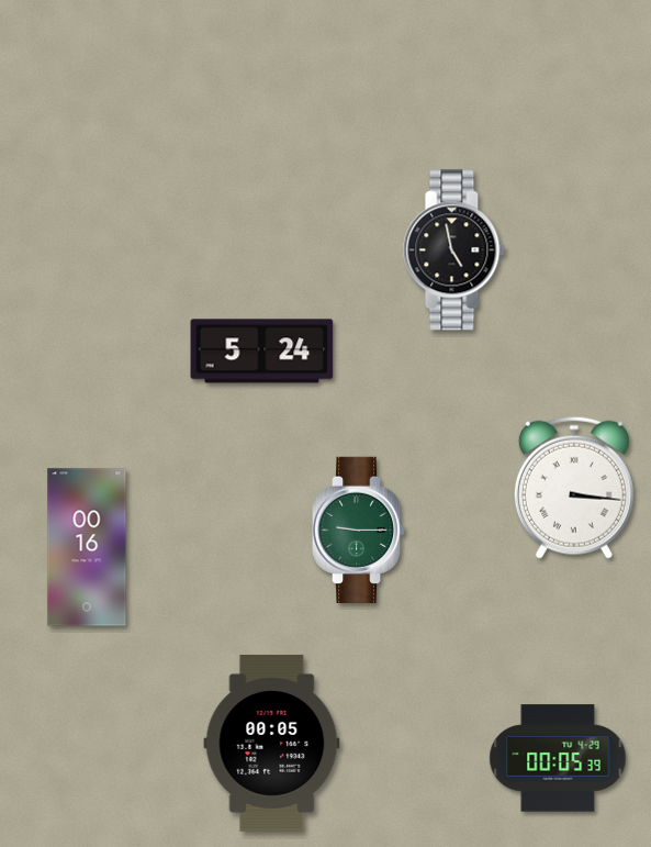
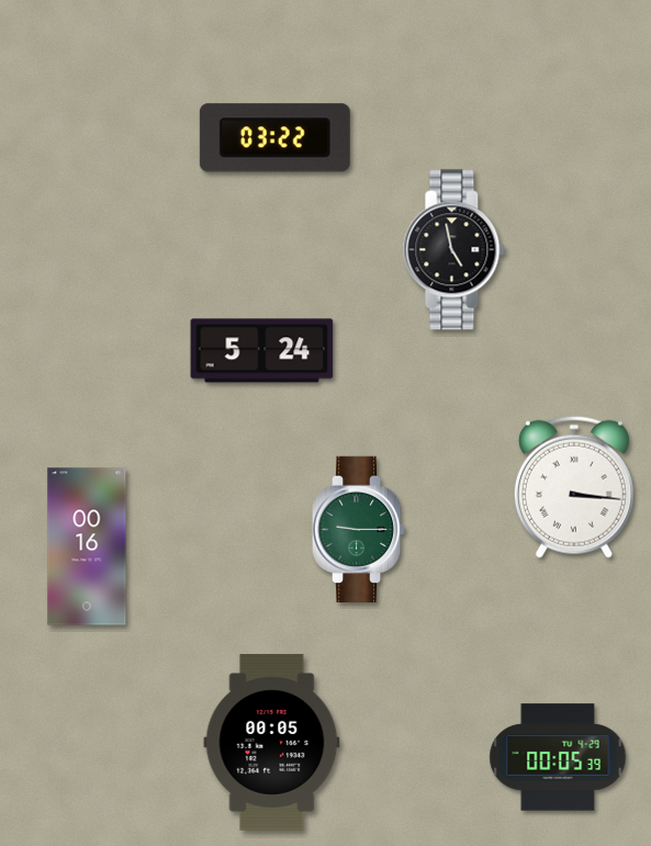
clock at (274, 138): none -> 03:22
